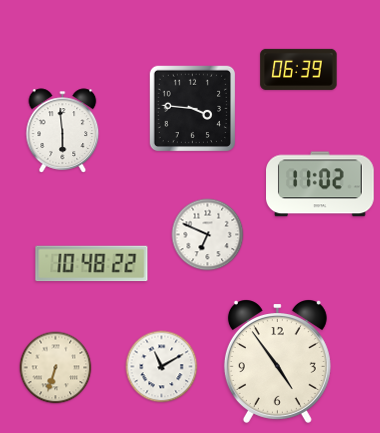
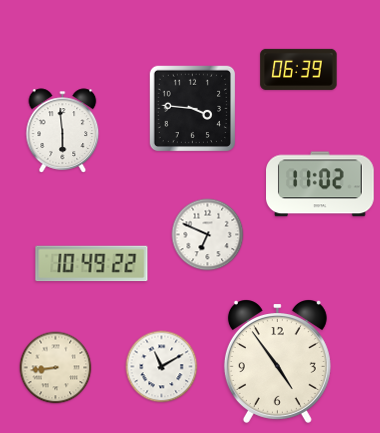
clock at (92, 264): 10:48 -> 10:49
clock at (56, 368): 6:33 -> 8:44
